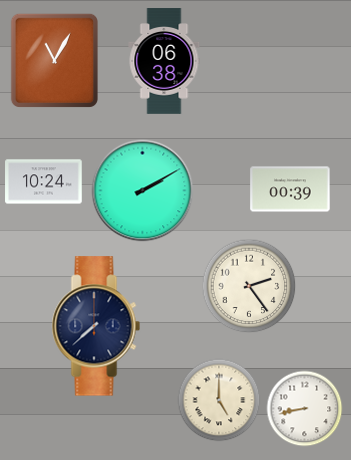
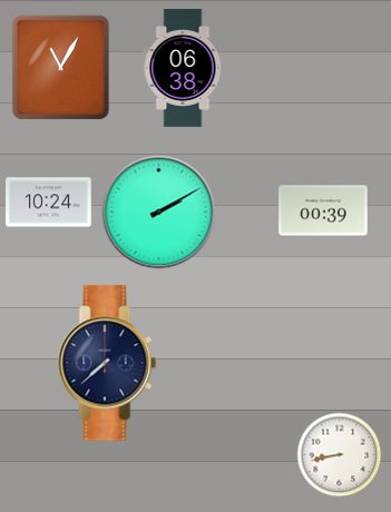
clock at (249, 286): 2:24 -> none
clock at (219, 400): 5:00 -> none
